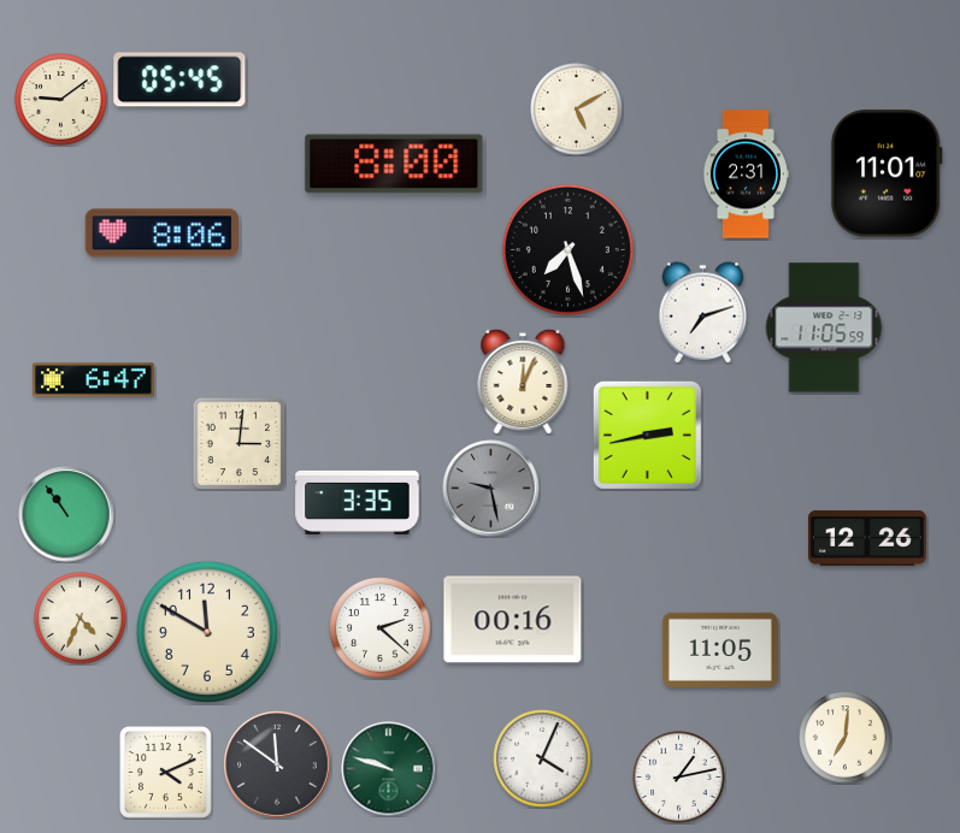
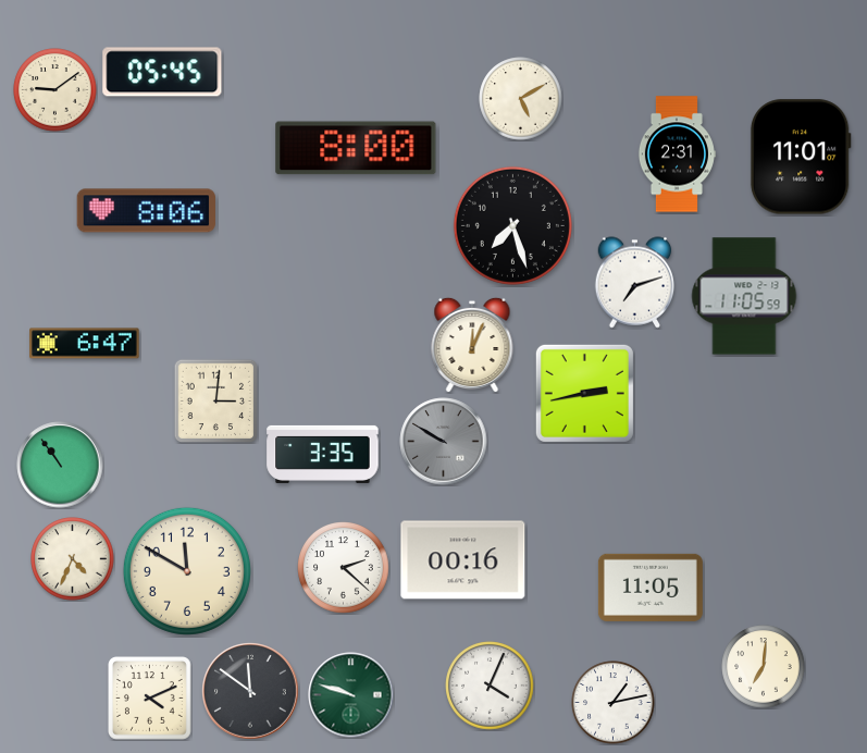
clock at (744, 175) position: (744, 175) -> (676, 155)
clock at (491, 489): 9:28 -> 9:50
clock at (868, 538): 12:26 -> none
